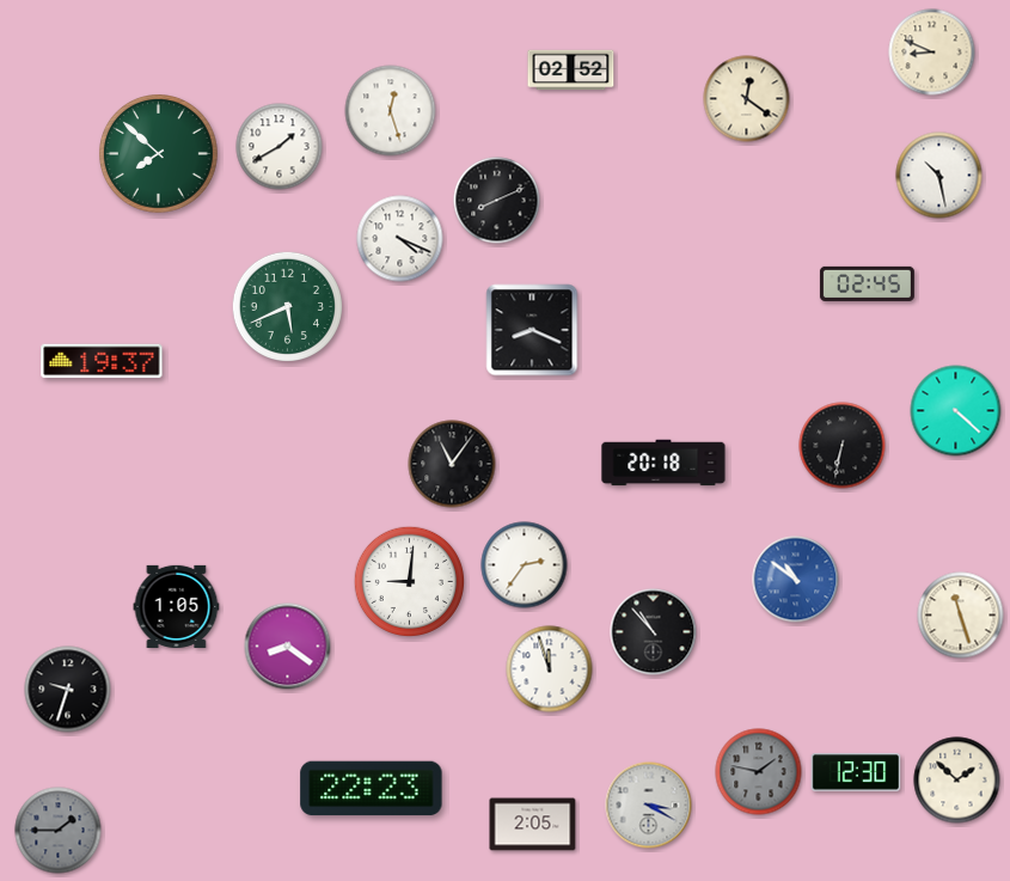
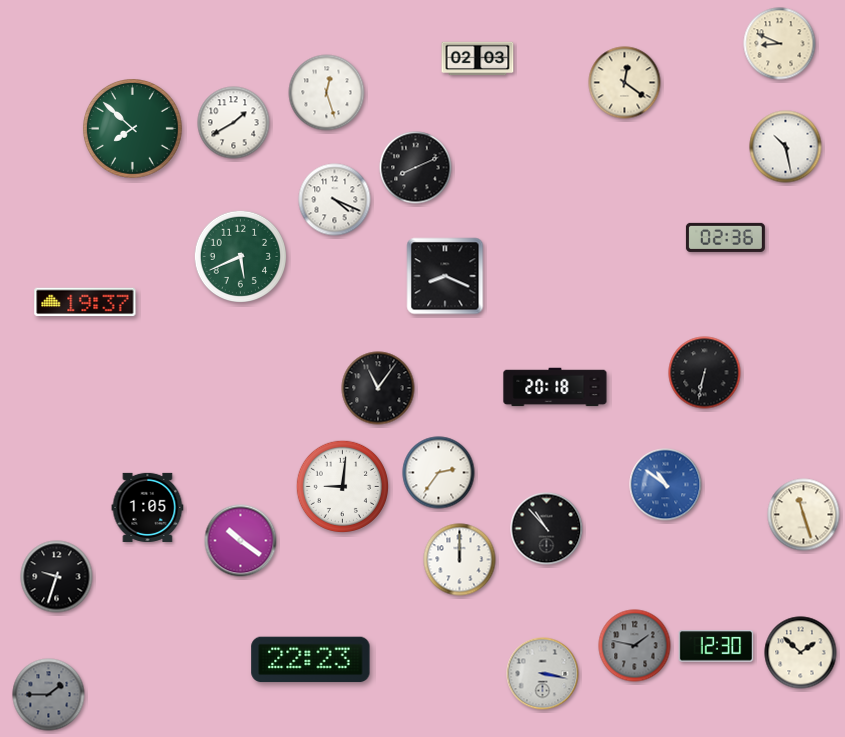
clock at (571, 71): 02:52 -> 02:03
clock at (867, 283): 02:45 -> 02:36
clock at (956, 411): 4:22 -> none
clock at (288, 647): 8:21 -> 10:21
clock at (550, 669): 11:57 -> 12:00
clock at (649, 806): 3:20 -> 3:17
clock at (533, 825): 2:05 -> none
